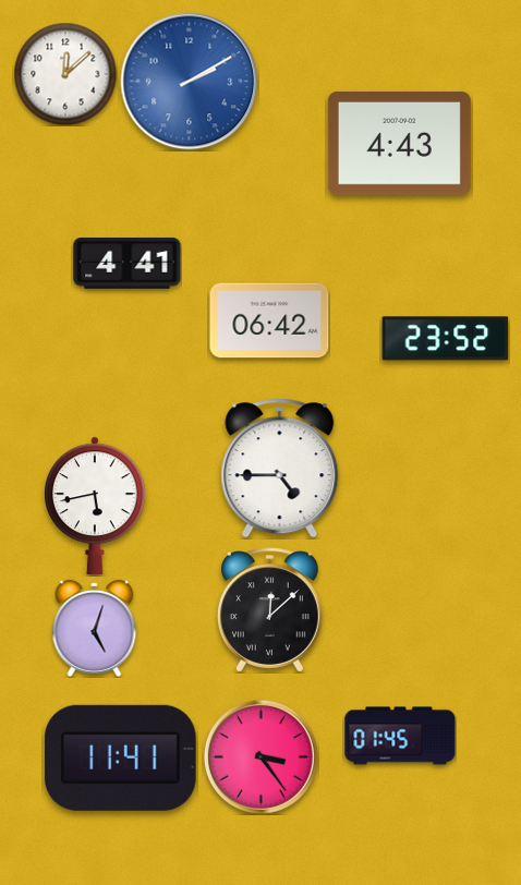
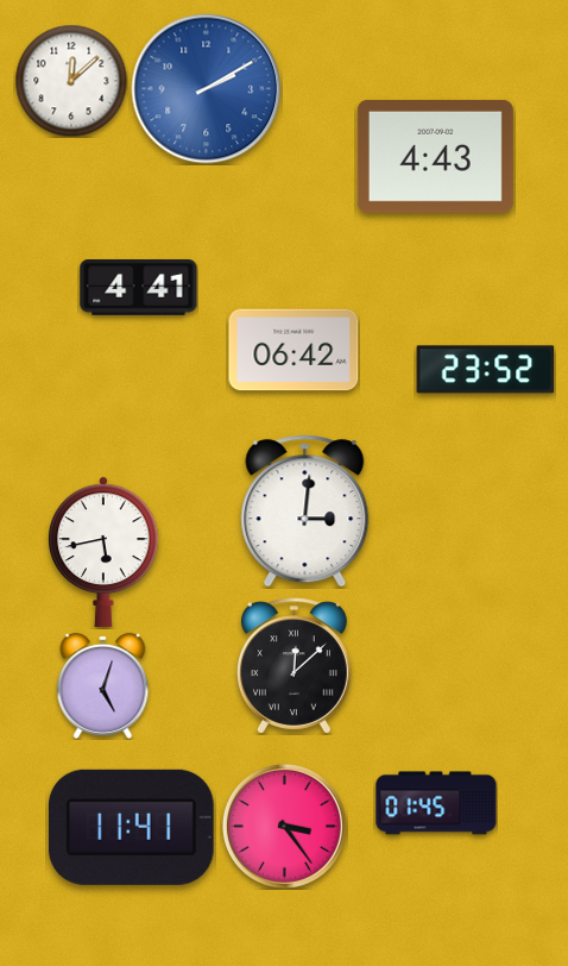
clock at (280, 469): 4:45 -> 3:01
